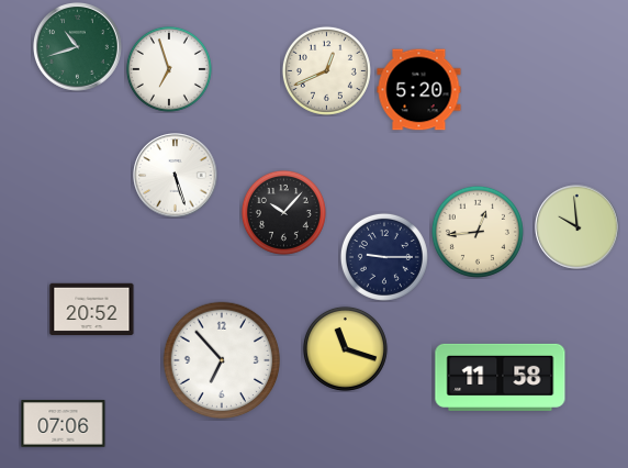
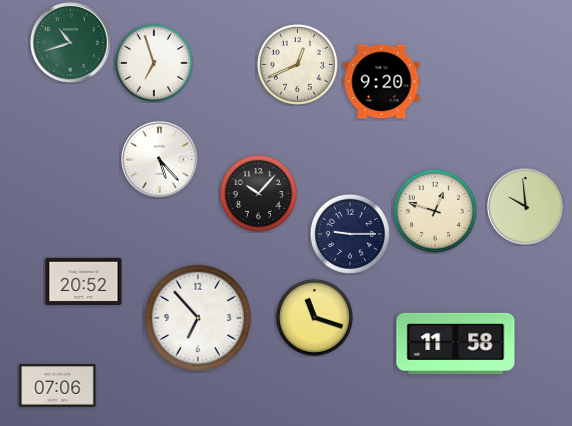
clock at (419, 90): 5:20 -> 9:20
clock at (176, 176): 5:27 -> 5:23
clock at (478, 232): 12:44 -> 12:48
clock at (222, 360) position: (222, 360) -> (198, 318)
